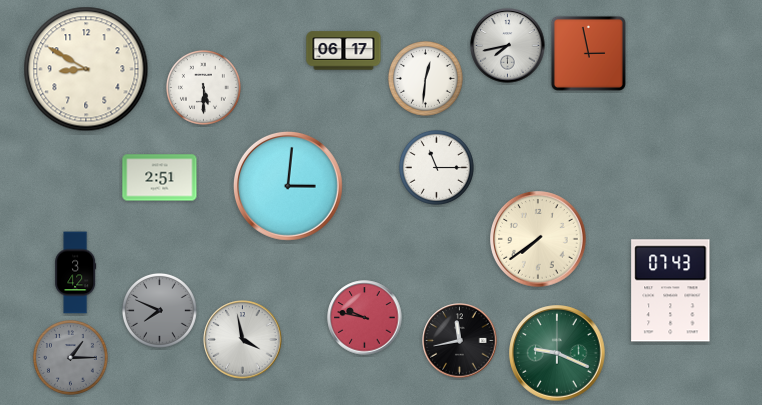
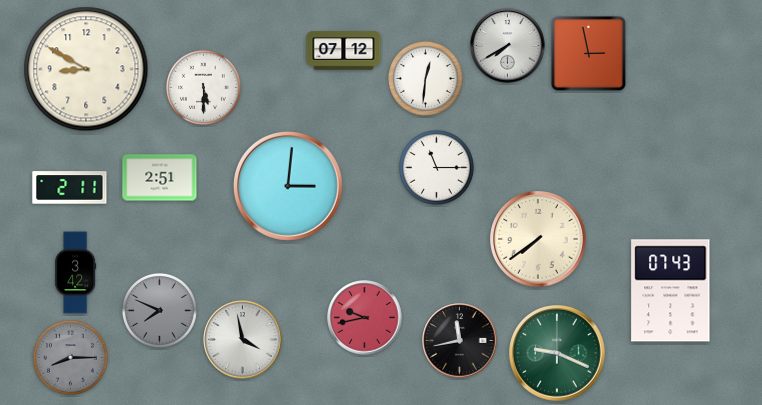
clock at (508, 46): 7:43 -> 7:40
clock at (344, 51): 06:17 -> 07:12
clock at (70, 188): none -> 2:11
clock at (365, 318): 9:47 -> 9:43
clock at (70, 357): 1:15 -> 8:15
